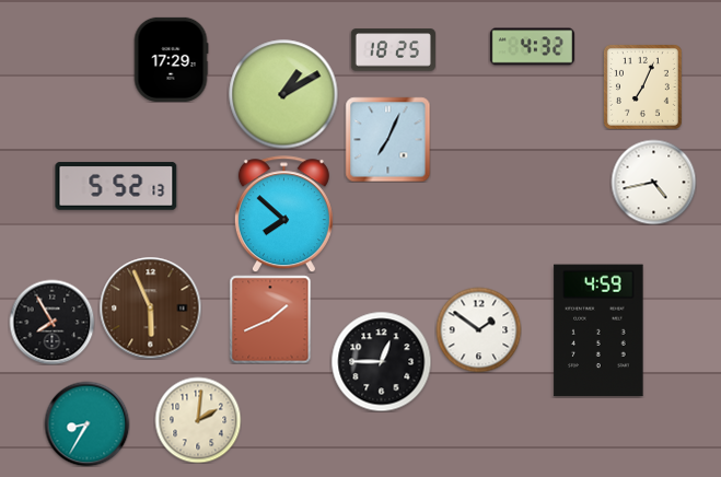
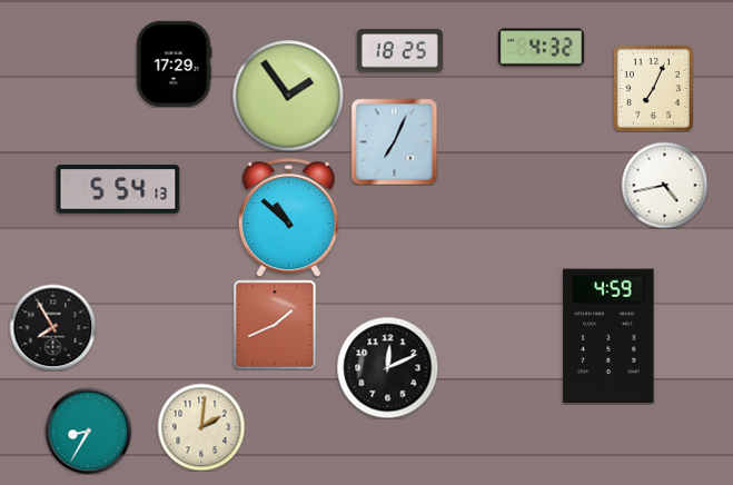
clock at (171, 59) position: (171, 59) -> (174, 63)
clock at (283, 94): 1:10 -> 1:54
clock at (116, 186): 5:52 -> 5:54
clock at (283, 214): 7:52 -> 10:52
clock at (150, 307): 5:56 -> none
clock at (478, 329): 1:51 -> none
clock at (381, 361): 12:45 -> 12:11
